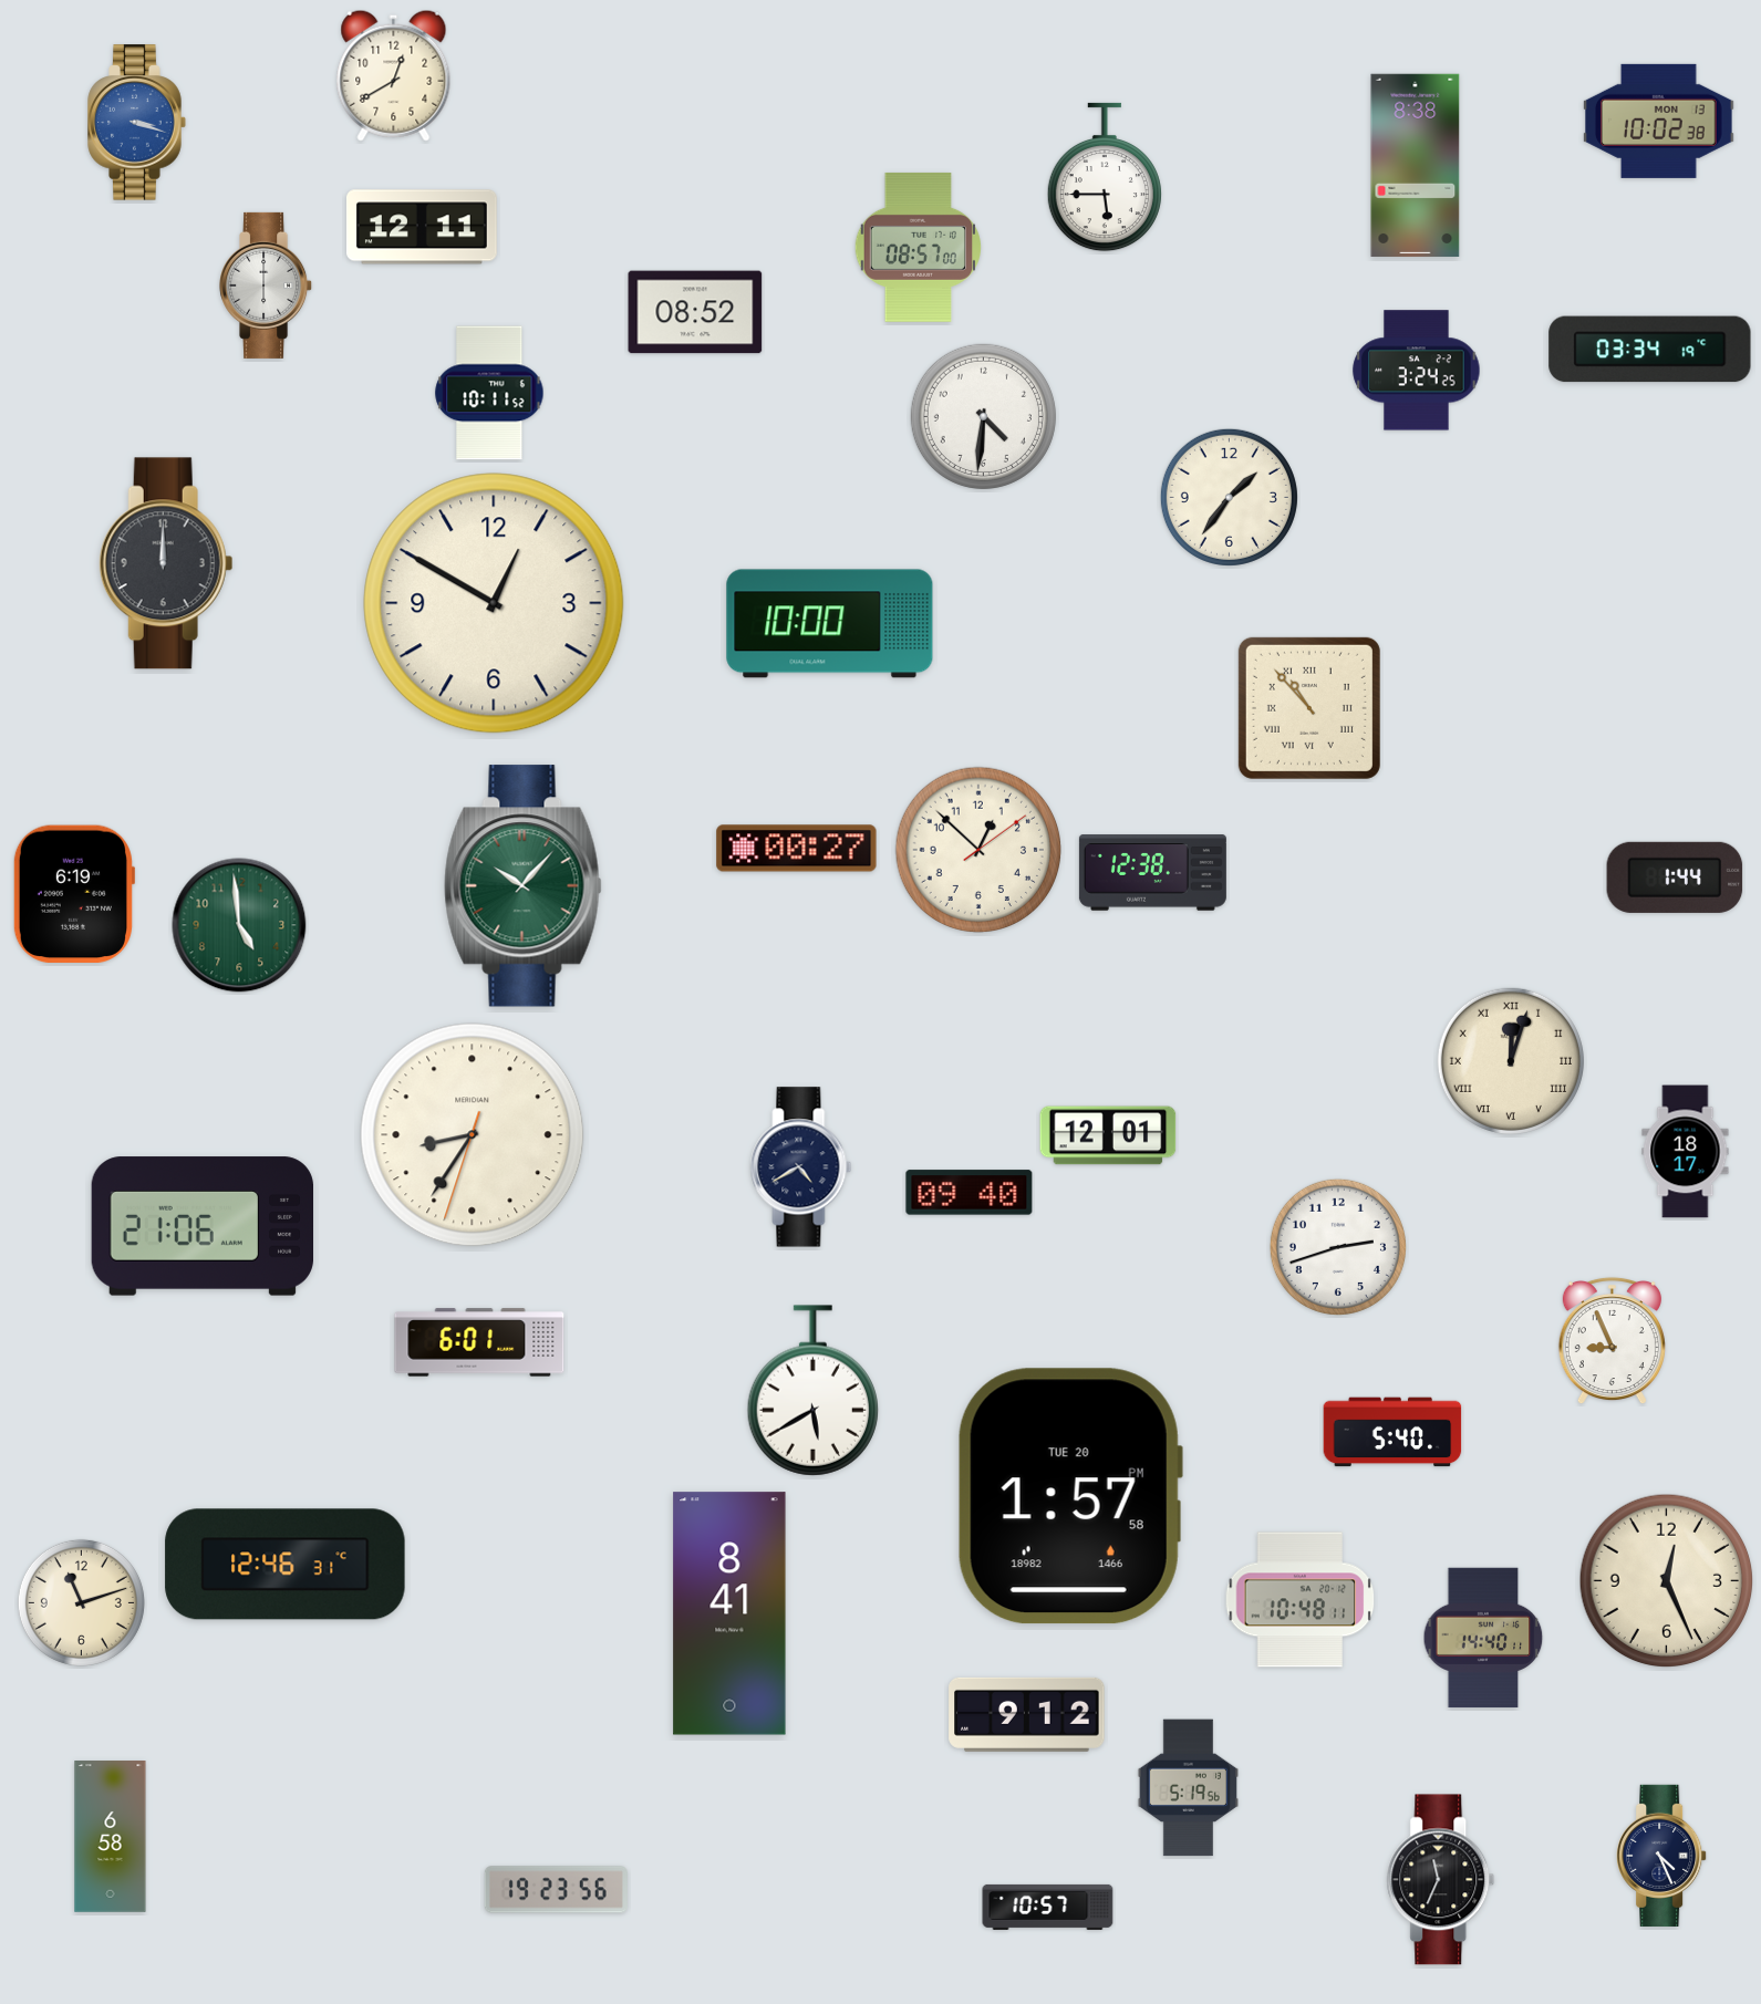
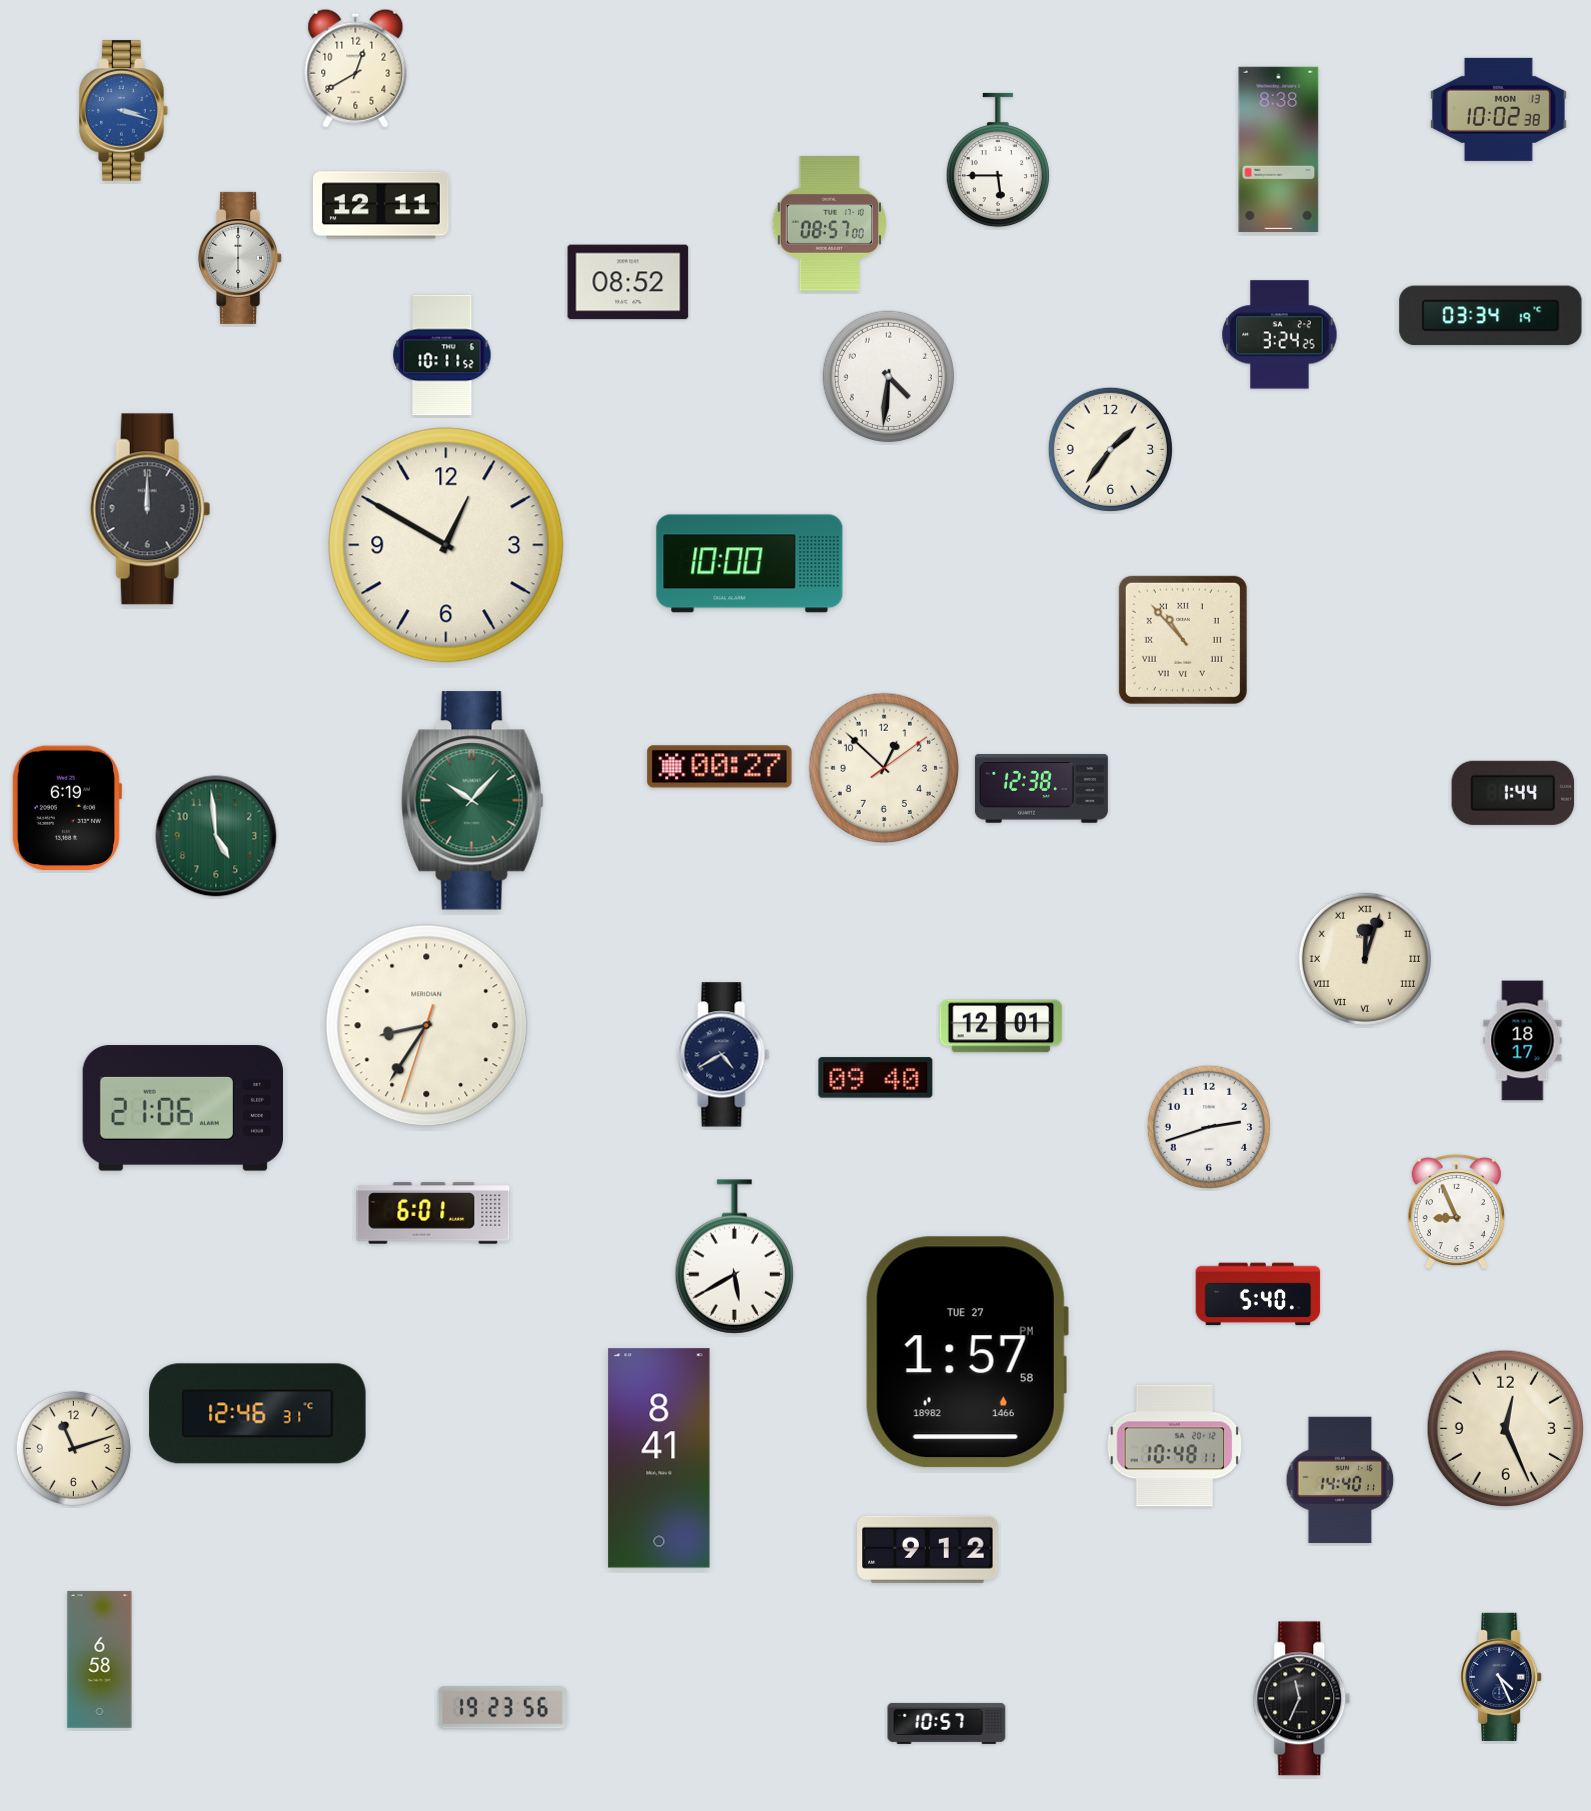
clock at (1070, 1496) date: TUE 20 -> TUE 27
clock at (1188, 1788): 5:19 -> none
